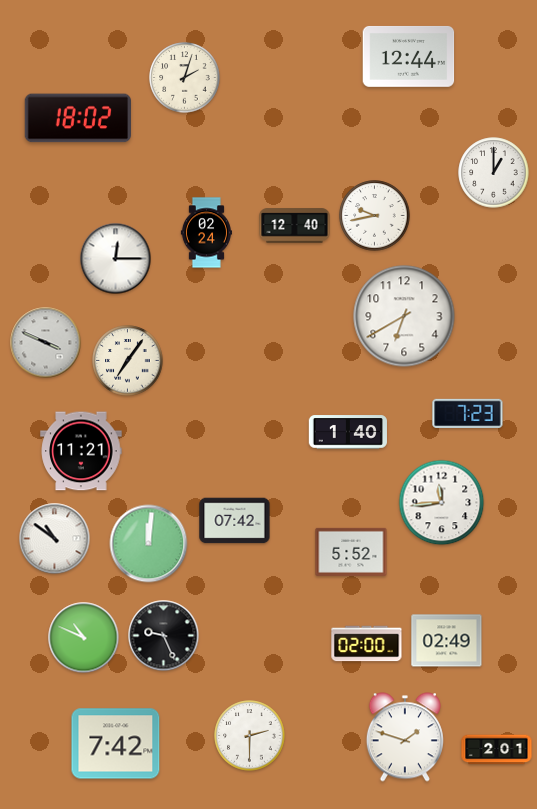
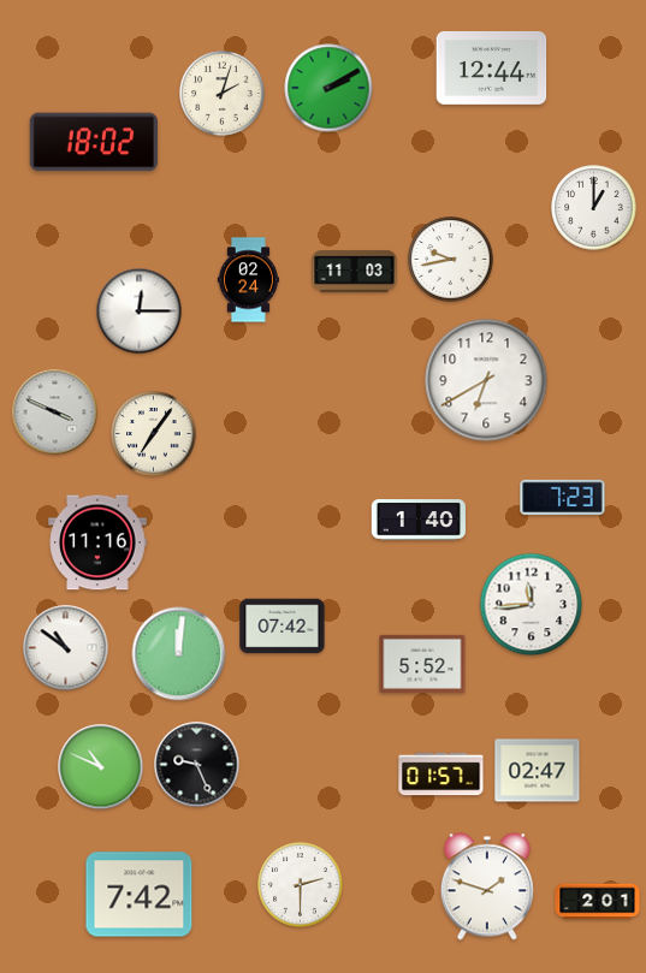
clock at (328, 88): none -> 2:10
clock at (295, 226): 12:40 -> 11:03
clock at (81, 451): 11:21 -> 11:16
clock at (447, 641): 02:49 -> 02:47
clock at (367, 644): 02:00 -> 01:57
